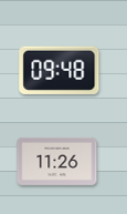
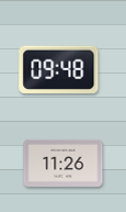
clock at (57, 161) position: (57, 161) -> (64, 163)
